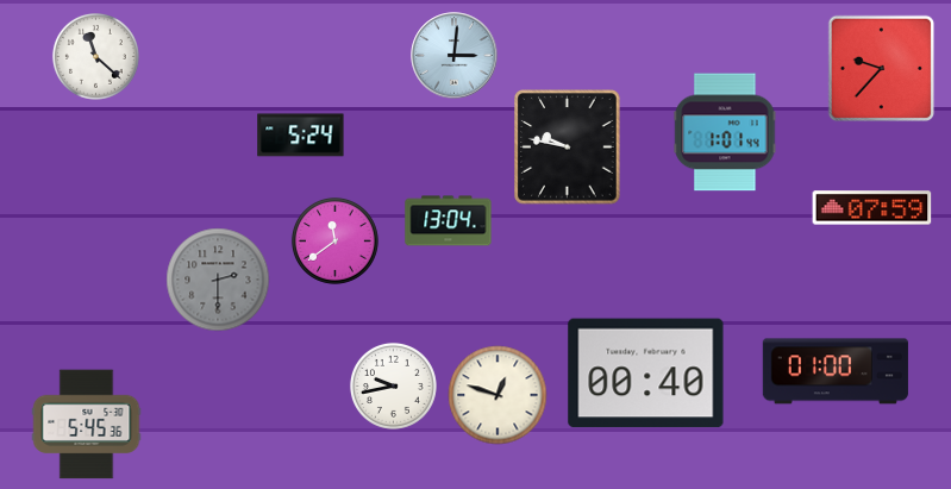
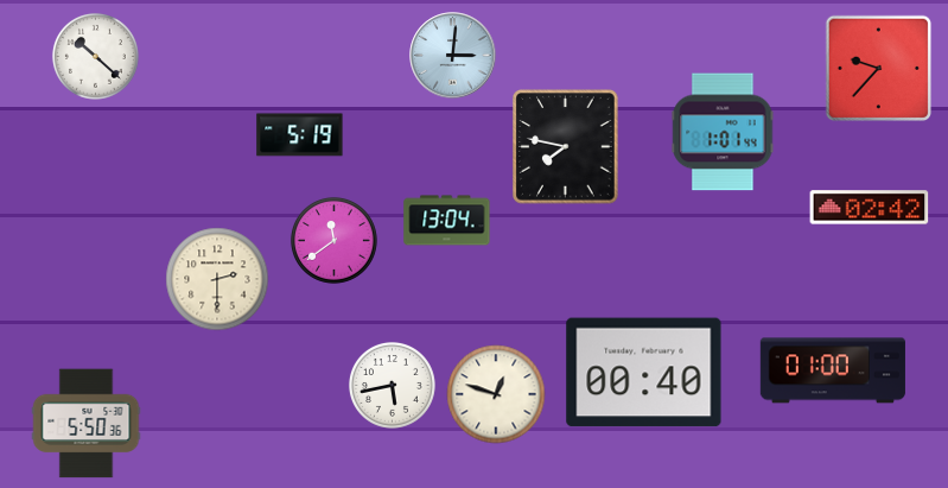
clock at (95, 56): 11:22 -> 10:22
clock at (301, 136): 5:24 -> 5:19
clock at (568, 148): 9:47 -> 7:47
clock at (872, 208): 07:59 -> 02:42
clock at (218, 280) dial: grey -> cream
clock at (393, 385): 9:43 -> 5:43
clock at (87, 425): 5:45 -> 5:50
